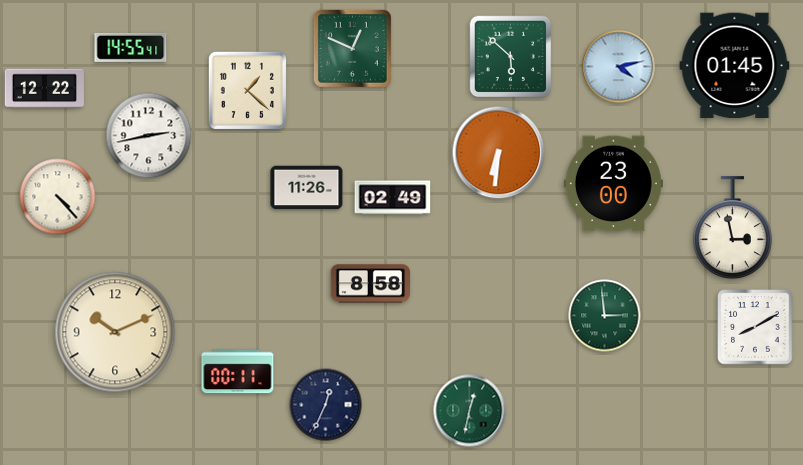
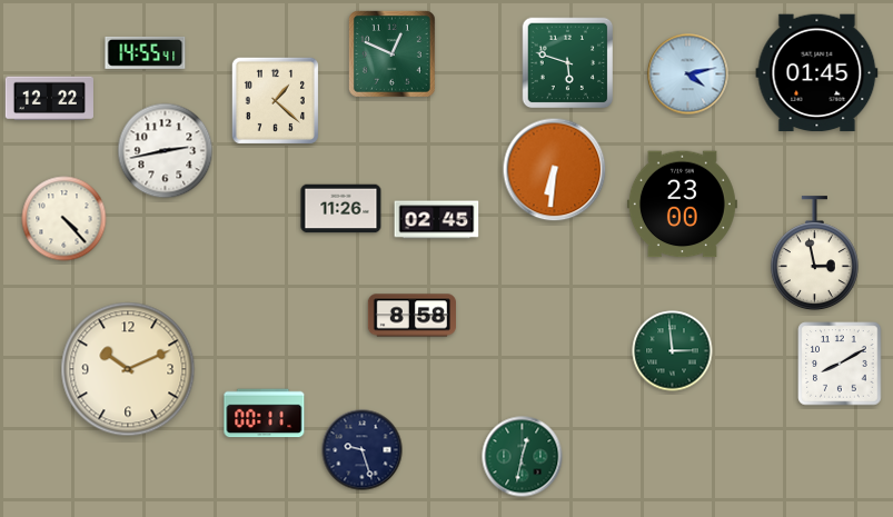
clock at (511, 57): 5:52 -> 5:48
clock at (393, 198): 02:49 -> 02:45
clock at (326, 405): 12:34 -> 9:27
